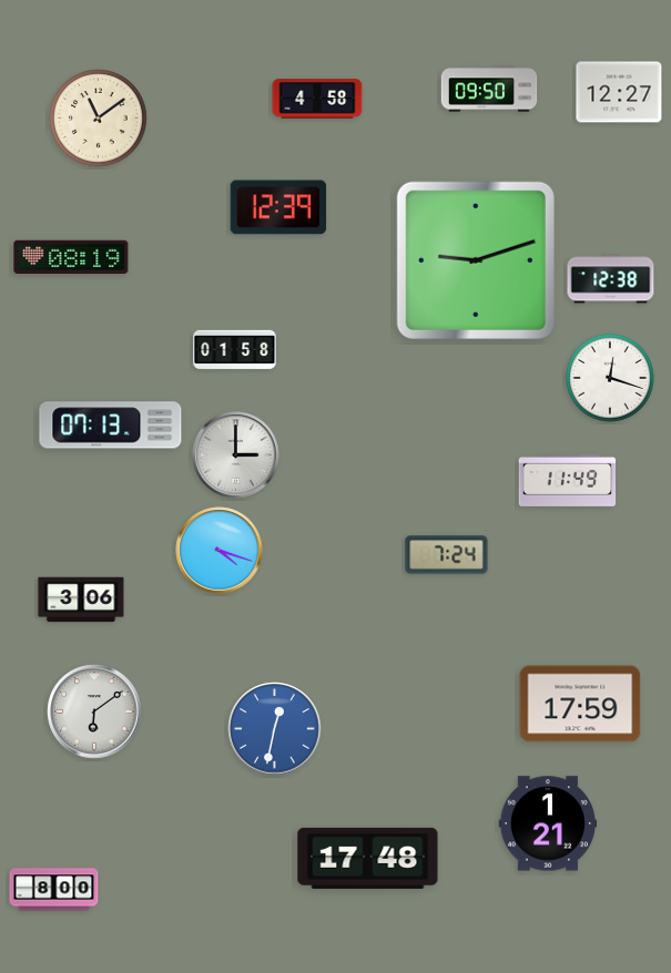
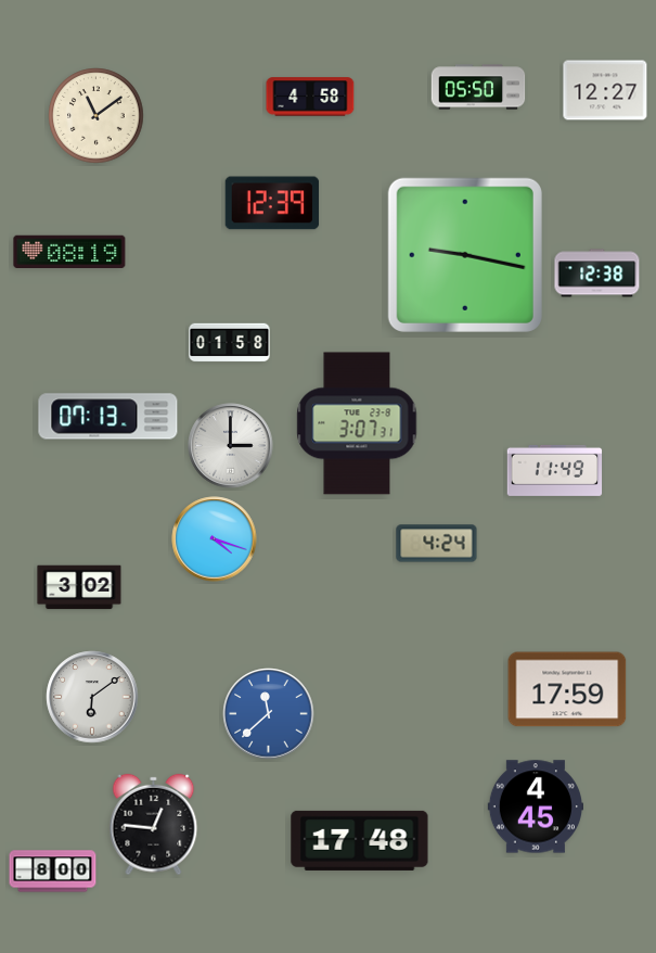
clock at (489, 89): 09:50 -> 05:50
clock at (476, 260): 9:12 -> 9:17
clock at (611, 379): 12:18 -> none
clock at (357, 423): none -> 3:07
clock at (447, 555): 7:24 -> 4:24
clock at (81, 600): 3:06 -> 3:02
clock at (275, 729): 12:32 -> 11:38
clock at (547, 823): 1:21 -> 4:45
clock at (154, 825): none -> 12:46
